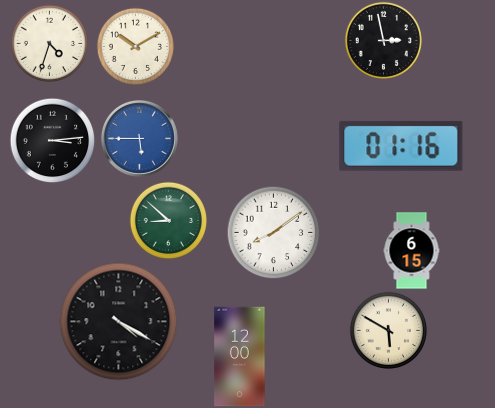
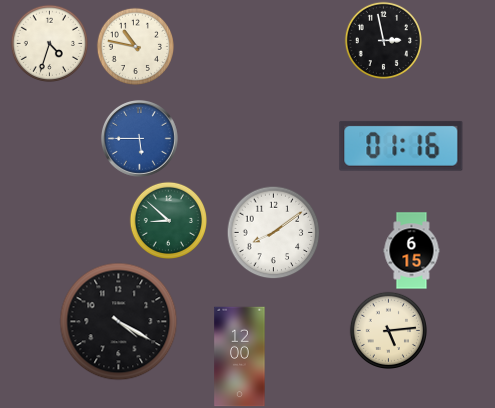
clock at (135, 46): 10:10 -> 10:47
clock at (52, 140): 3:14 -> none
clock at (388, 330): 5:50 -> 5:14
